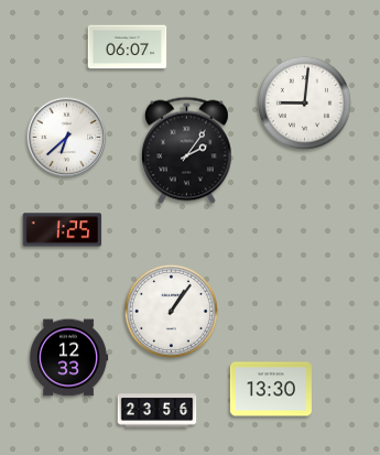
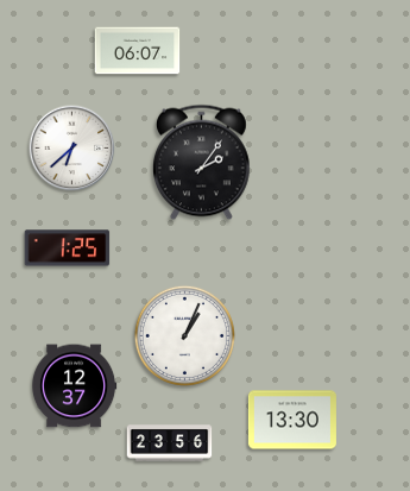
clock at (304, 102): 9:01 -> none
clock at (171, 311): 1:06 -> 1:04
clock at (68, 358): 12:33 -> 12:37
